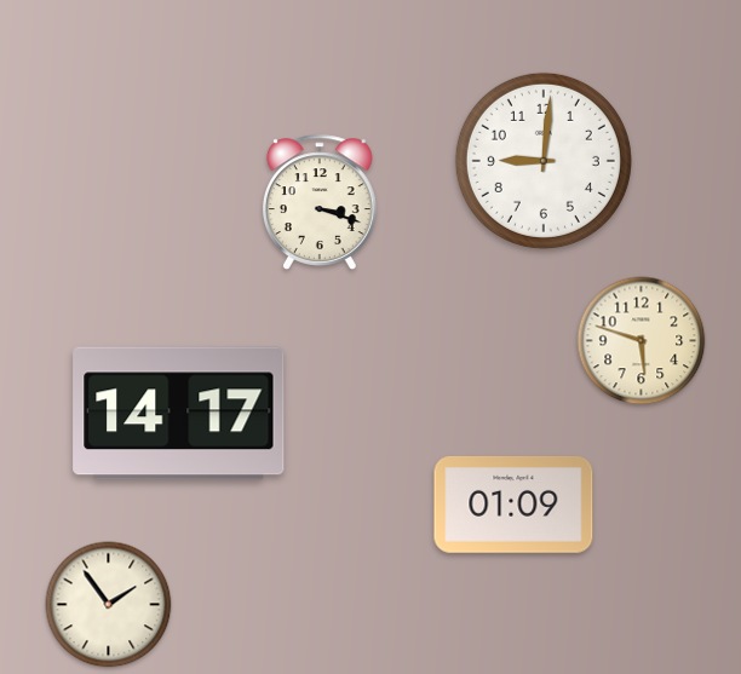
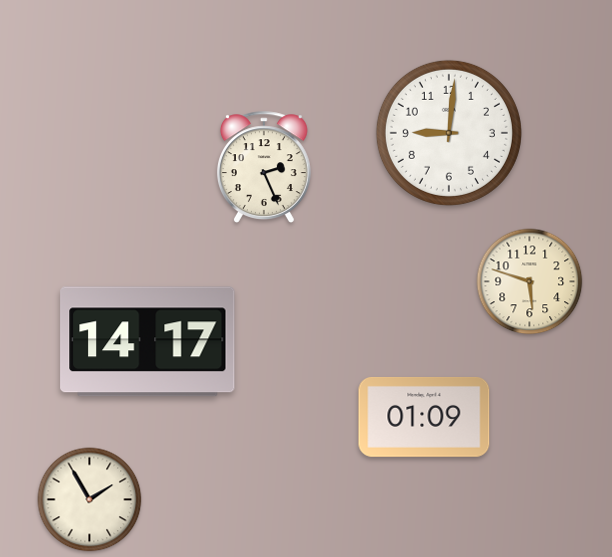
clock at (320, 202): 3:18 -> 2:26
clock at (109, 605): 1:54 -> 1:55
